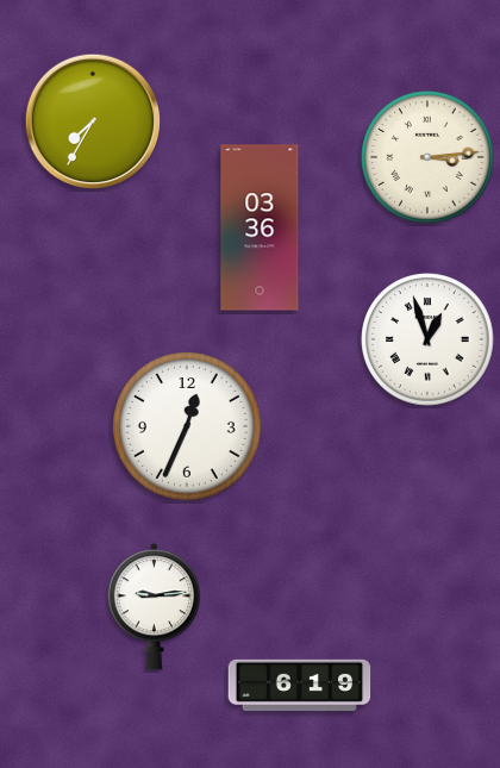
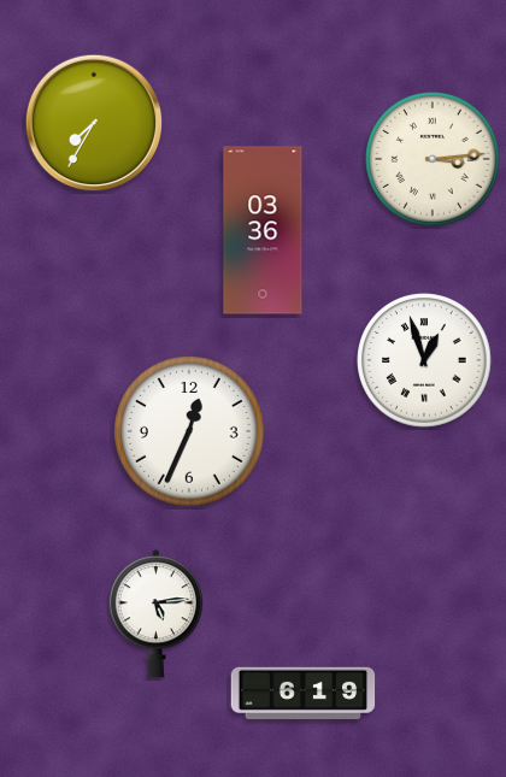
clock at (427, 339) position: (427, 339) -> (424, 360)
clock at (155, 607): 9:14 -> 5:14
